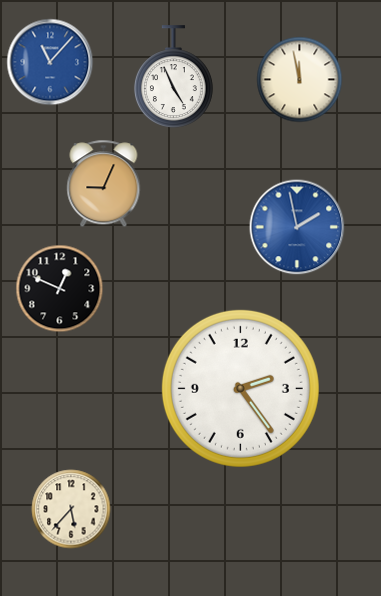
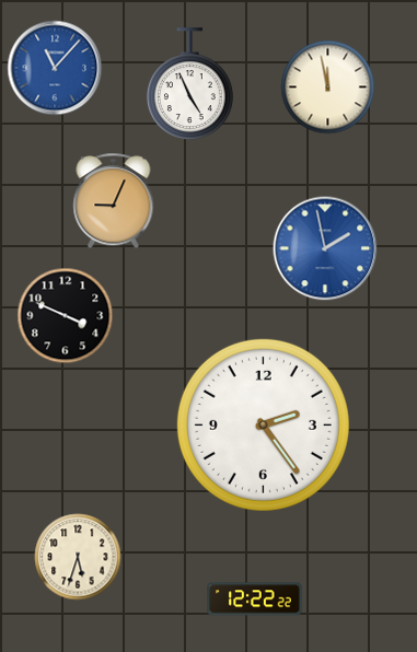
clock at (60, 289): 12:49 -> 3:49
clock at (71, 509): 5:37 -> 5:33
clock at (255, 599): none -> 12:22
